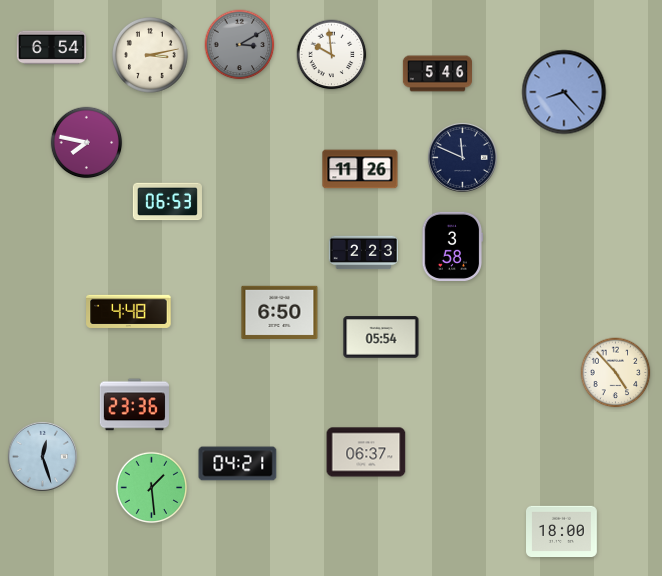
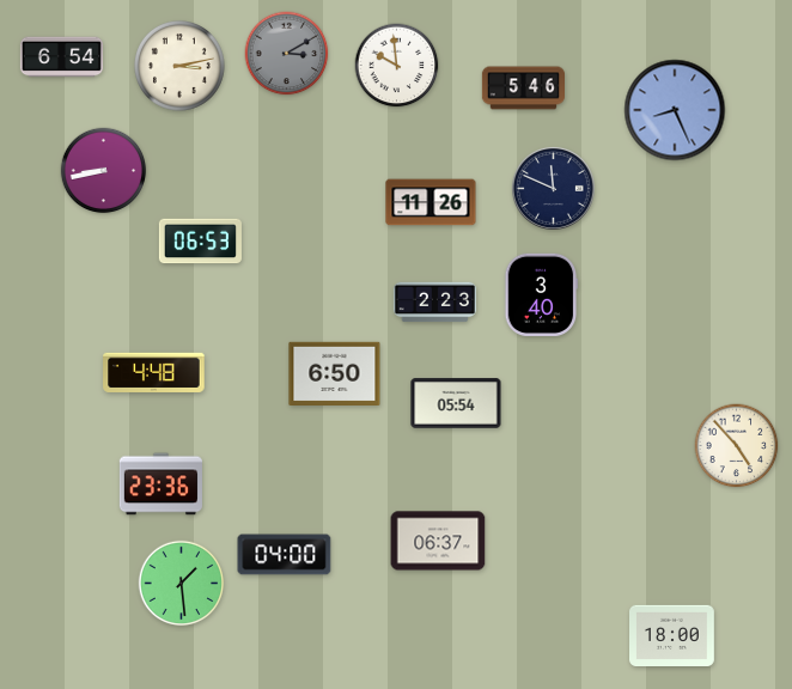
clock at (564, 92): 8:23 -> 8:26
clock at (87, 143): 7:47 -> 8:43
clock at (453, 246): 3:58 -> 3:40
clock at (42, 456): 12:27 -> none
clock at (238, 464): 04:21 -> 04:00
